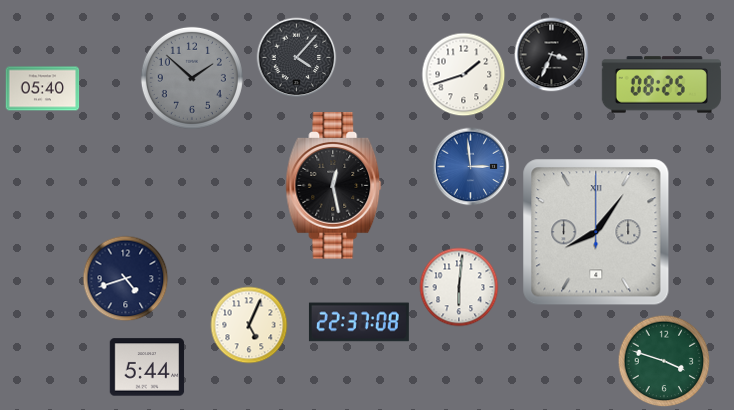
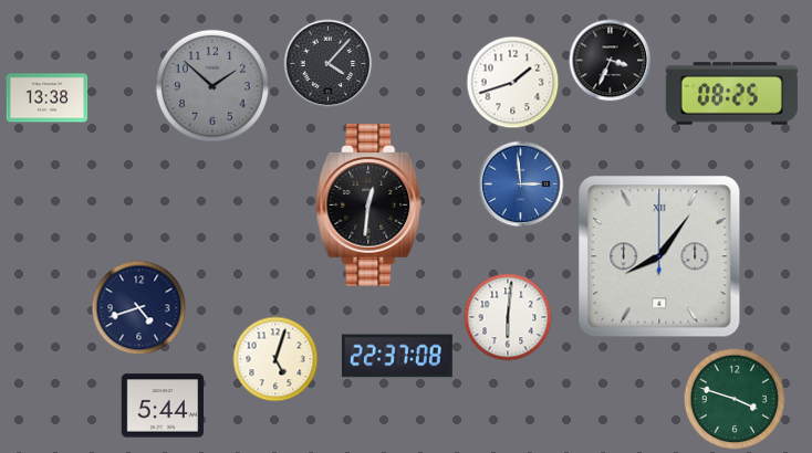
clock at (43, 89): 05:40 -> 13:38
clock at (334, 186): 12:28 -> 12:31
clock at (249, 325): 5:04 -> 5:03
